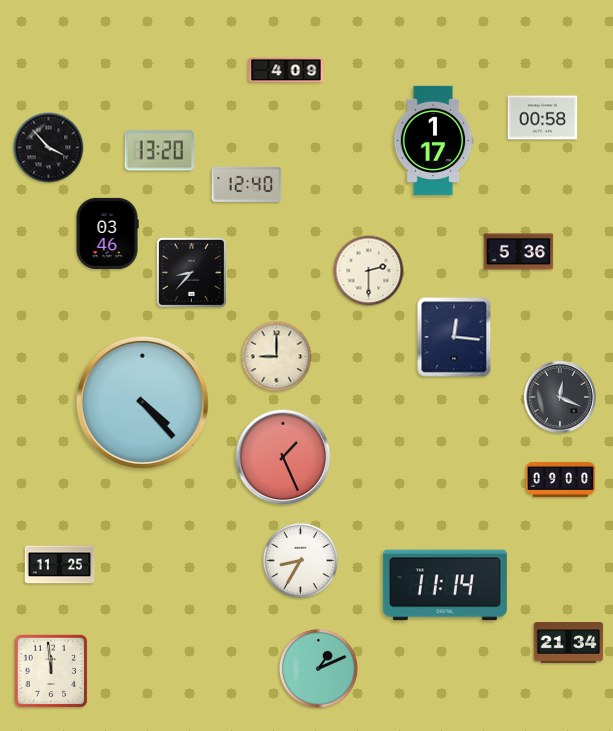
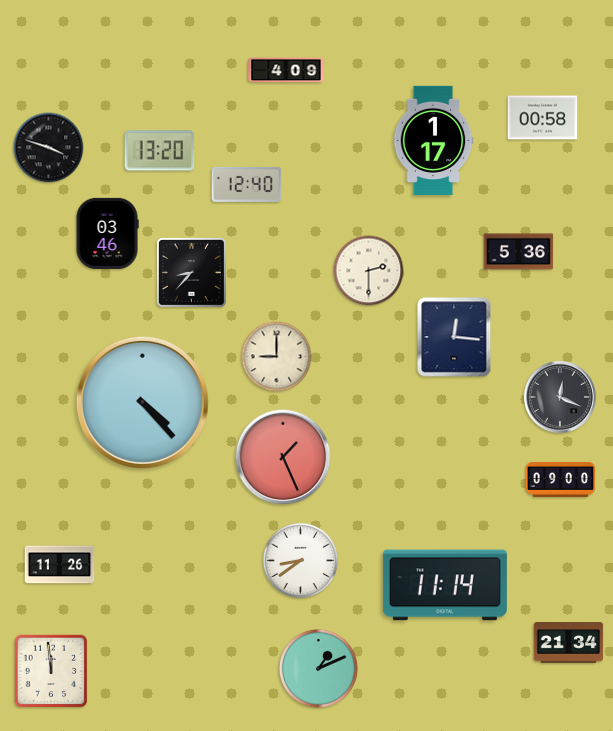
clock at (49, 148): 3:53 -> 3:48
clock at (300, 561): 8:35 -> 8:39
clock at (60, 565): 11:25 -> 11:26
